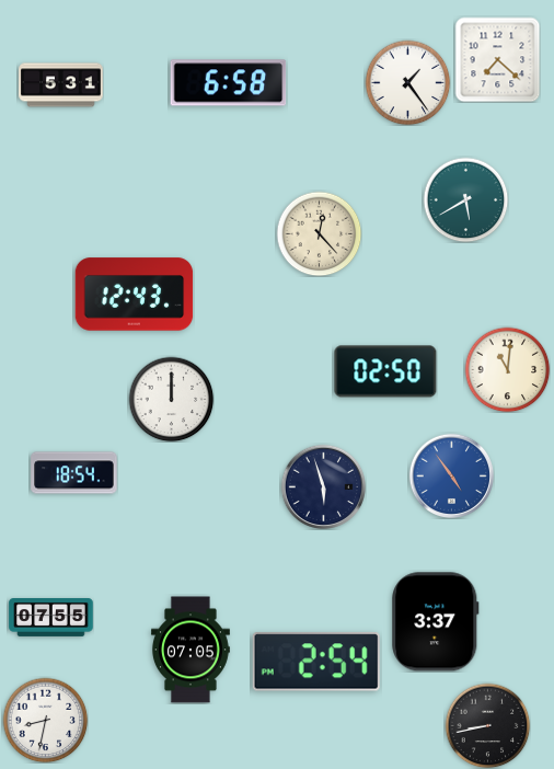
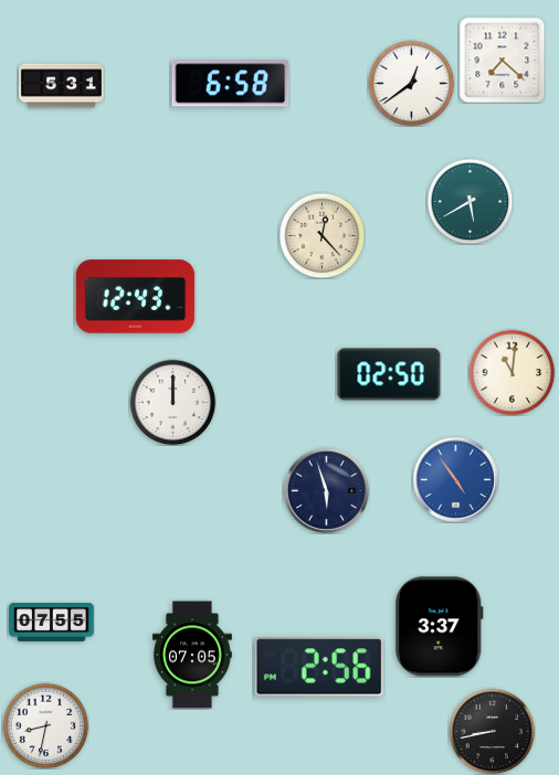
clock at (407, 82): 1:24 -> 12:39
clock at (74, 473): 18:54 -> none
clock at (316, 662): 2:54 -> 2:56
